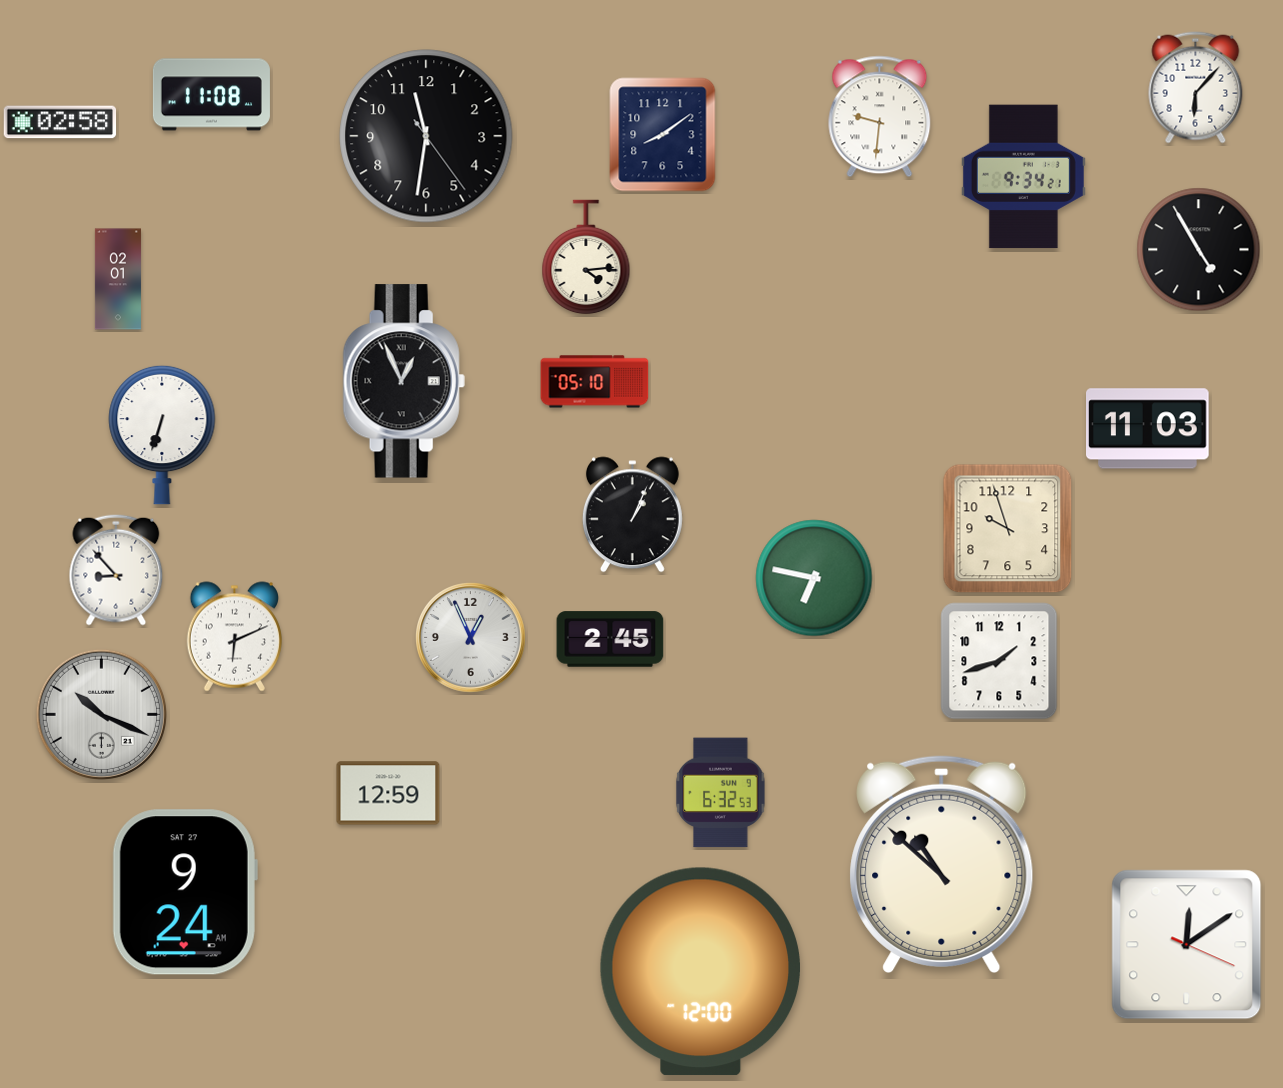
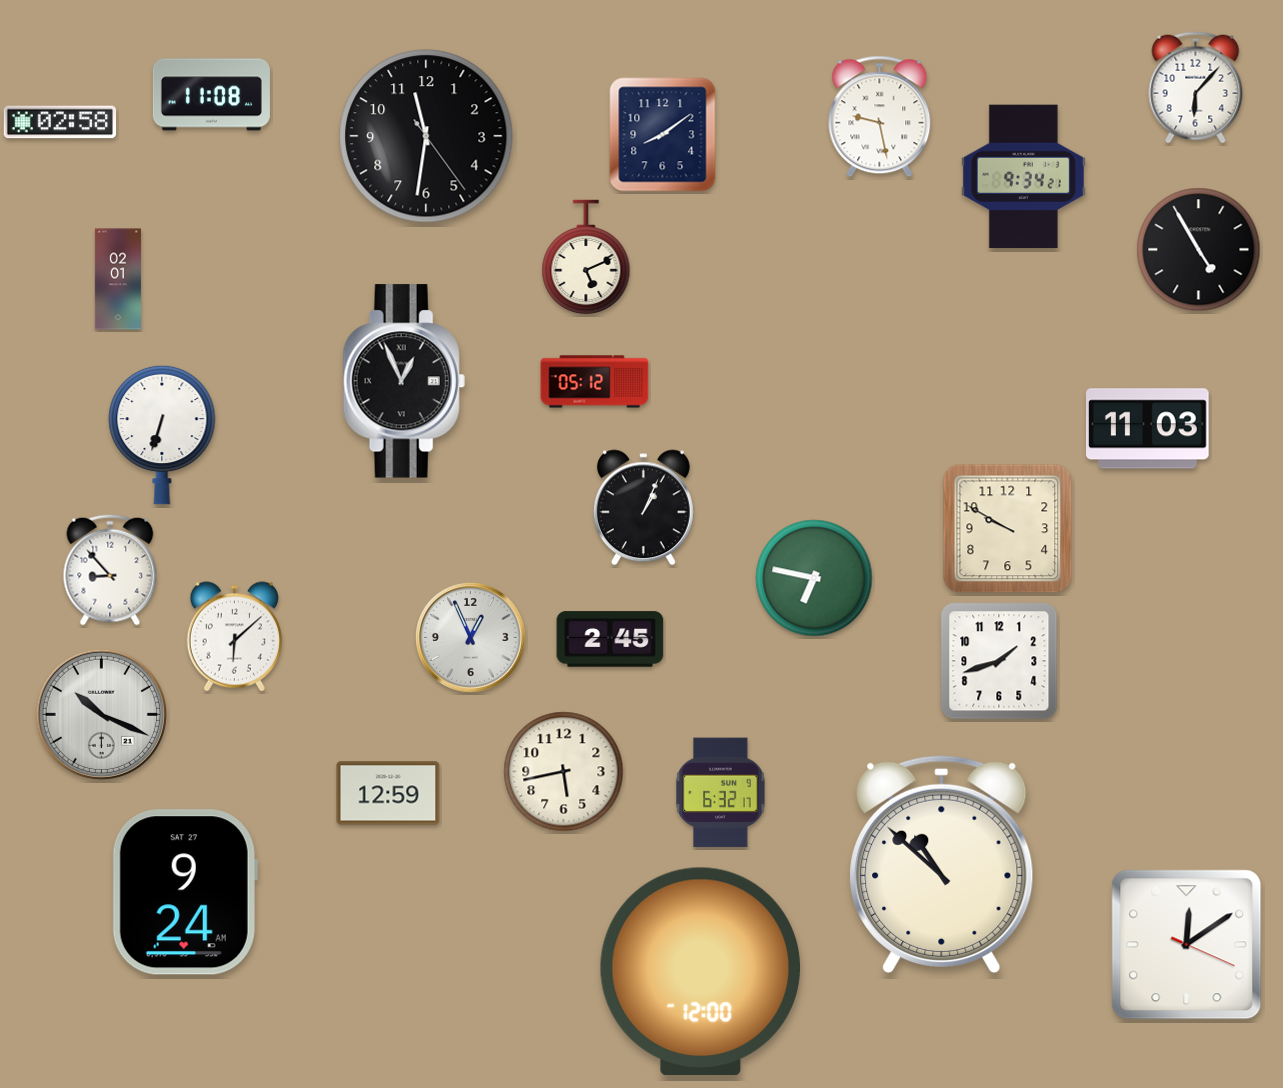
clock at (880, 117): 9:31 -> 9:28
clock at (586, 257): 4:14 -> 5:11
clock at (595, 382): 05:10 -> 05:12
clock at (632, 515) position: (632, 515) -> (643, 508)
clock at (1008, 529): 9:57 -> 9:50
clock at (116, 570) position: (116, 570) -> (110, 570)
clock at (234, 637): 6:11 -> 6:08
clock at (564, 772): none -> 5:43
clock at (721, 793): 6:32:53 -> 6:32:17
